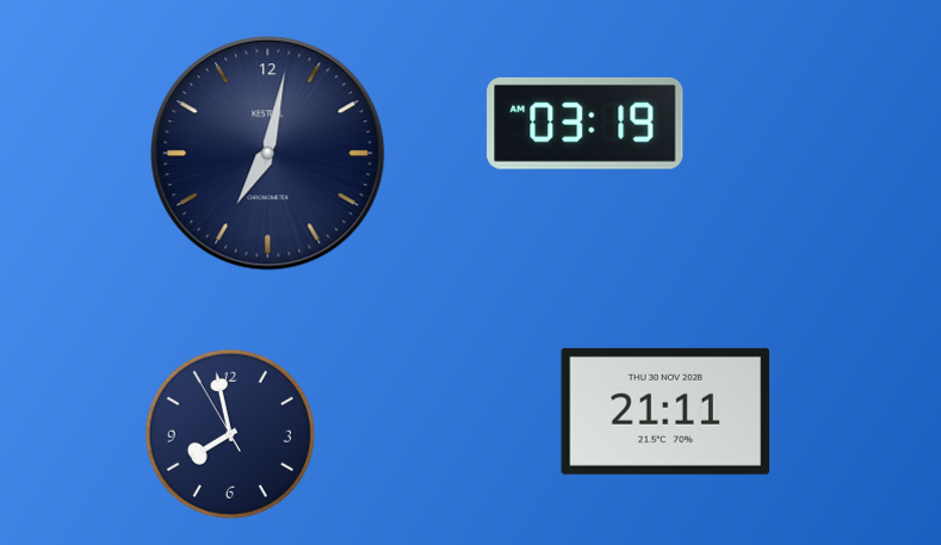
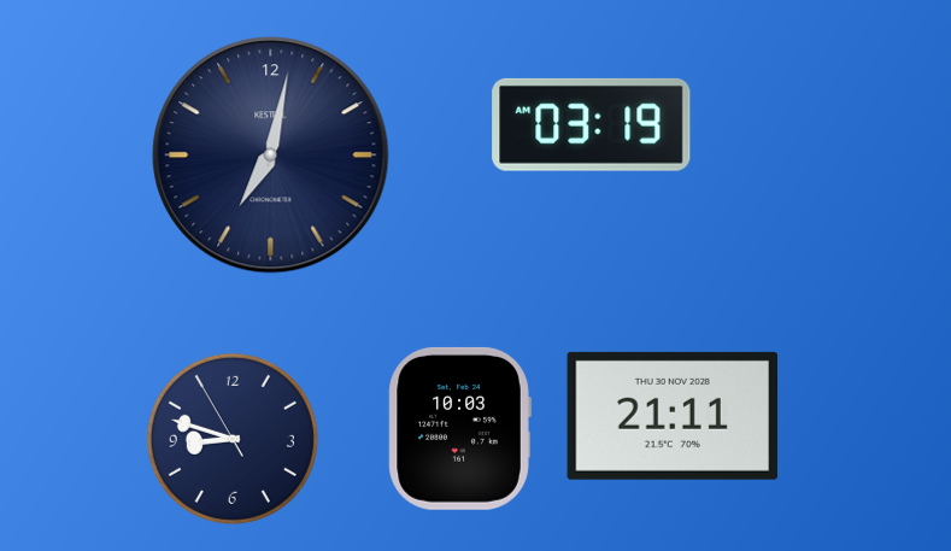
clock at (459, 428): none -> 10:03
clock at (230, 434): 7:57 -> 8:47
